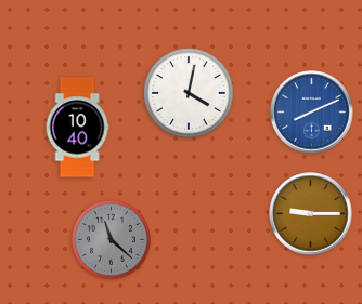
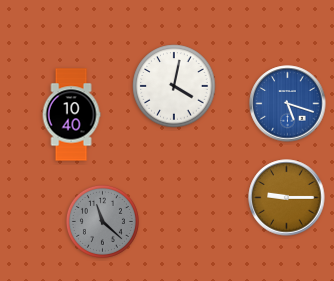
clock at (312, 113): 8:11 -> 5:18
clock at (77, 128) position: (77, 128) -> (71, 115)
